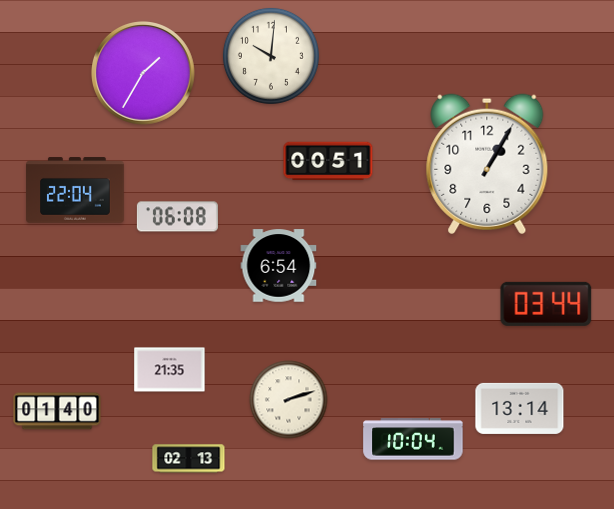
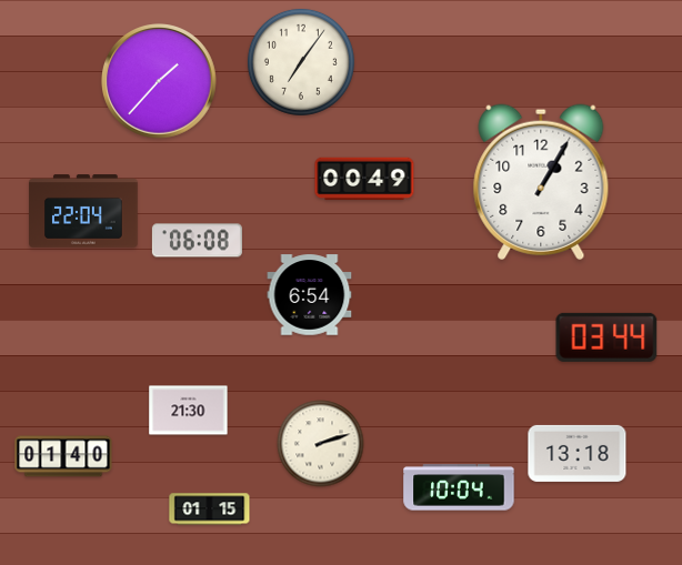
clock at (271, 56): 10:01 -> 7:06
clock at (144, 74): 1:35 -> 1:37
clock at (328, 161): 00:51 -> 00:49
clock at (170, 370): 21:35 -> 21:30
clock at (520, 408): 13:14 -> 13:18
clock at (189, 459): 02:13 -> 01:15
